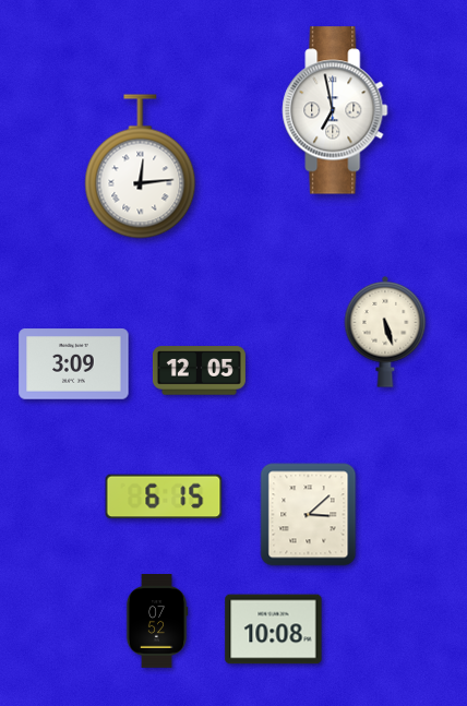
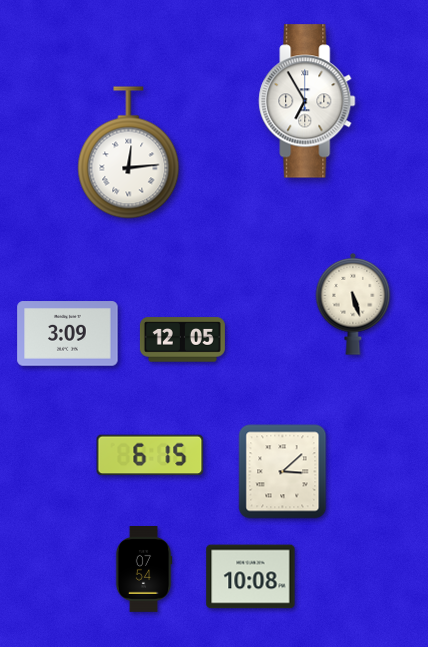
clock at (335, 110): 6:58 -> 6:55
clock at (157, 622): 07:52 -> 07:54
